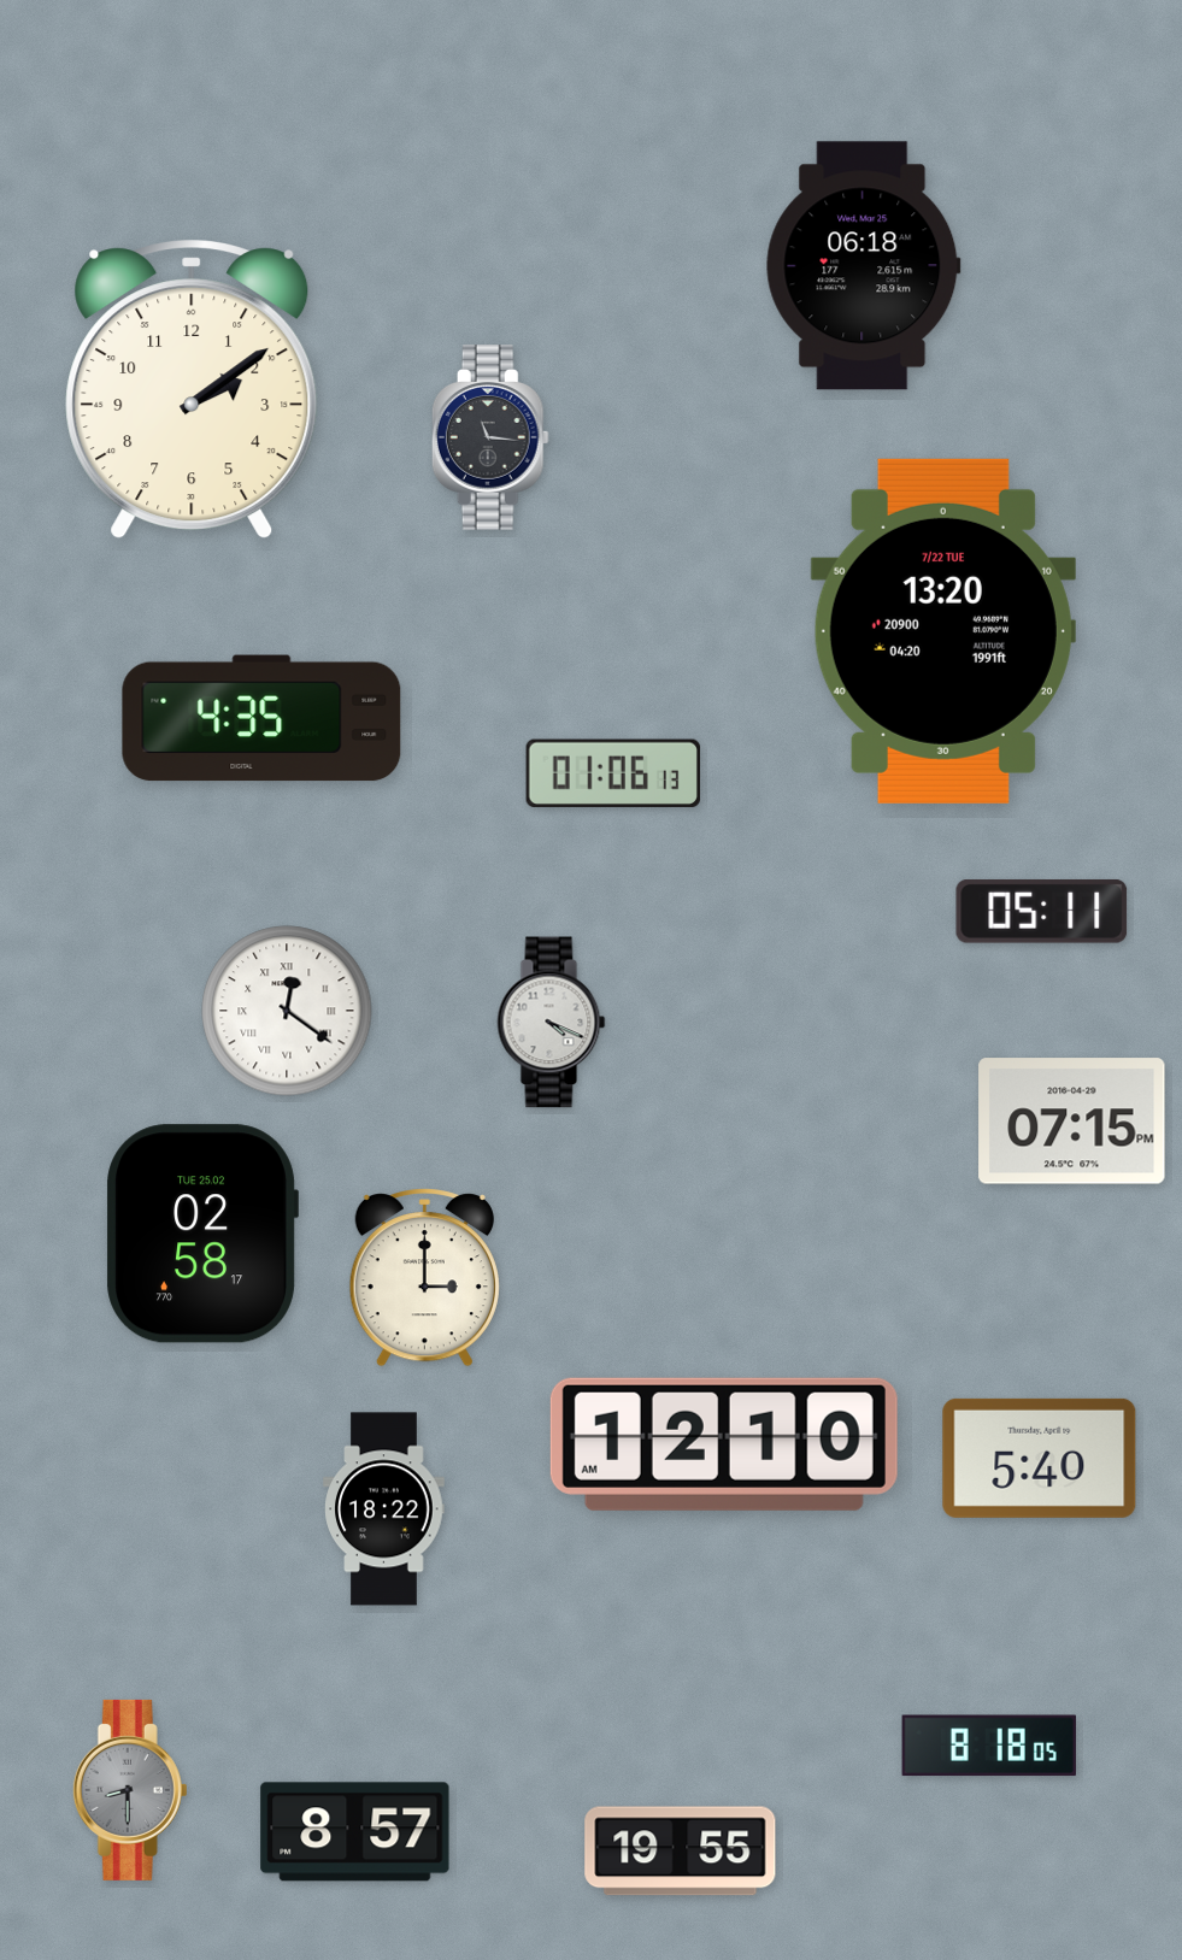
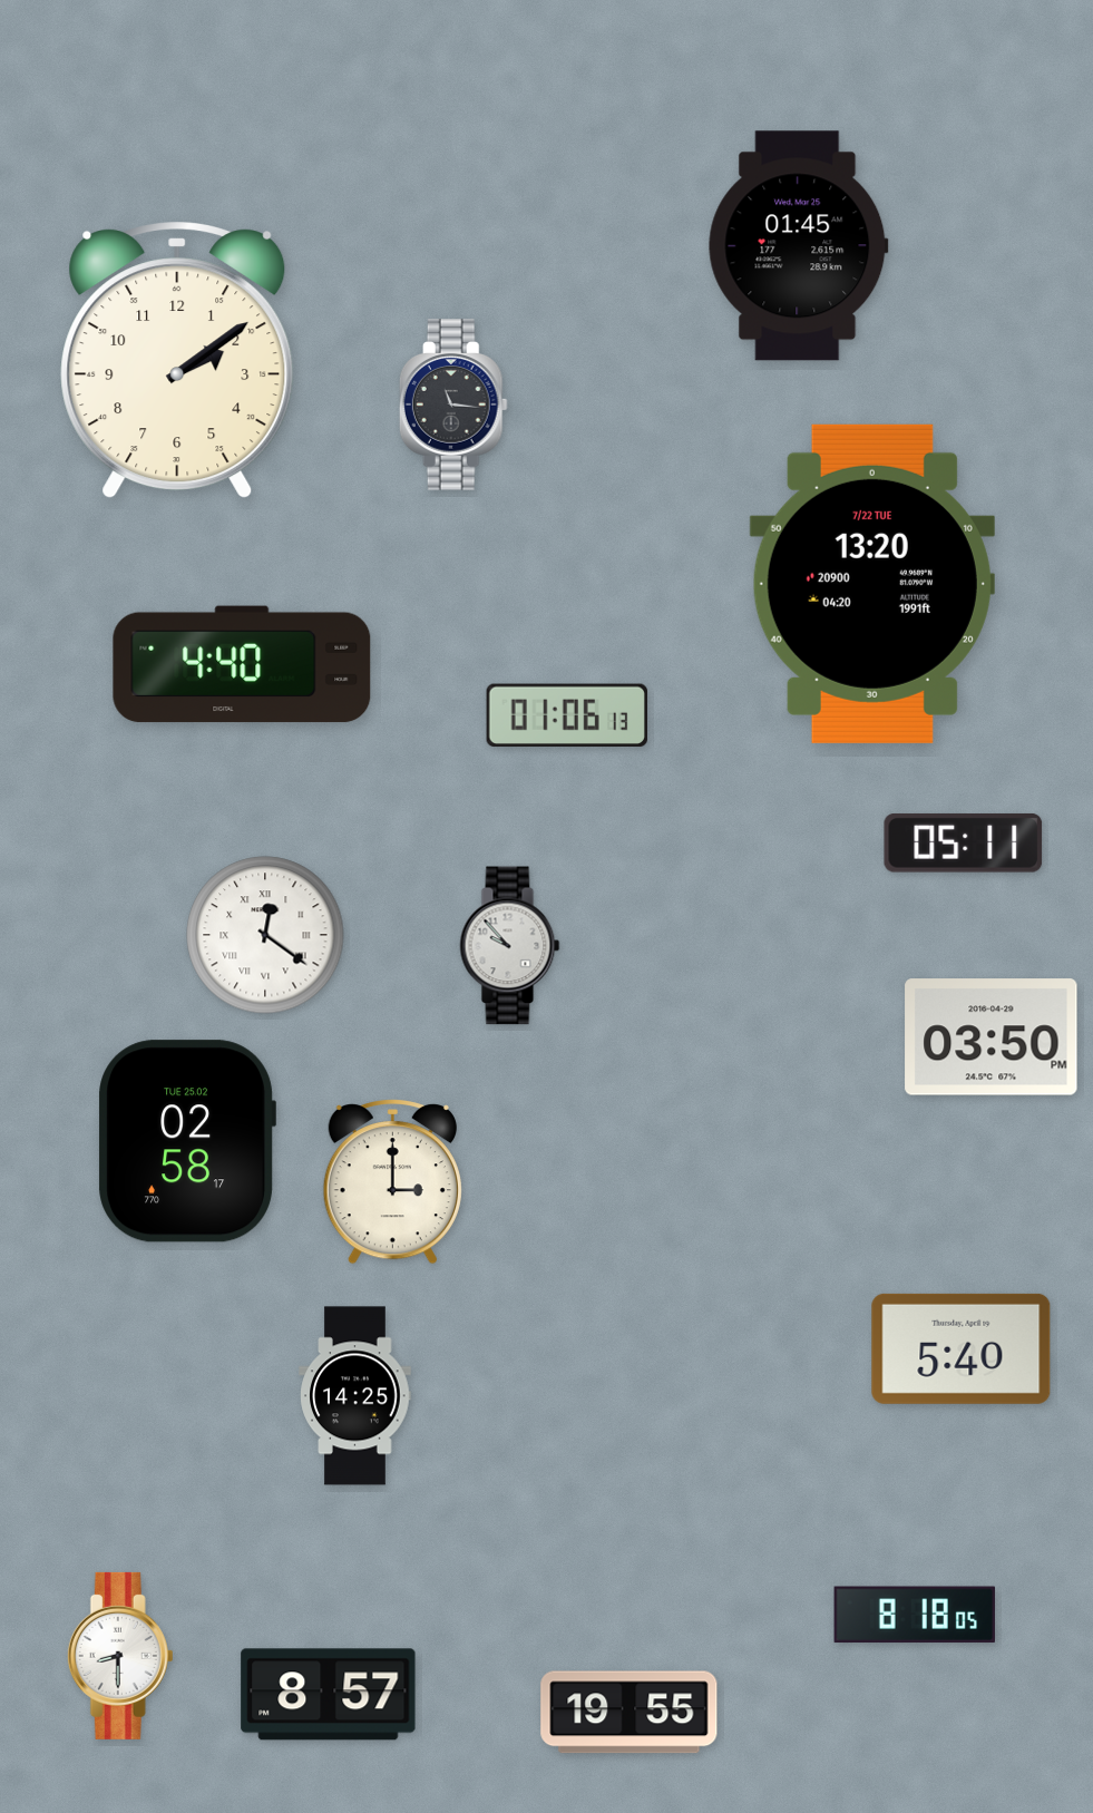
clock at (863, 266): 06:18 -> 01:45
clock at (261, 718): 4:35 -> 4:40
clock at (552, 1023): 4:19 -> 9:53
clock at (1072, 1122): 07:15 -> 03:50
clock at (724, 1444): 12:10 -> none
clock at (384, 1509): 18:22 -> 14:25
clock at (130, 1790) dial: grey -> white
